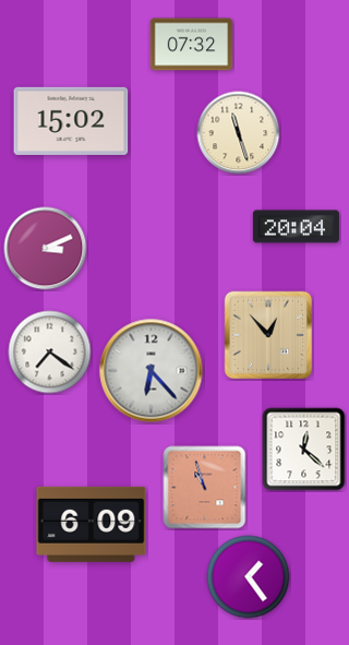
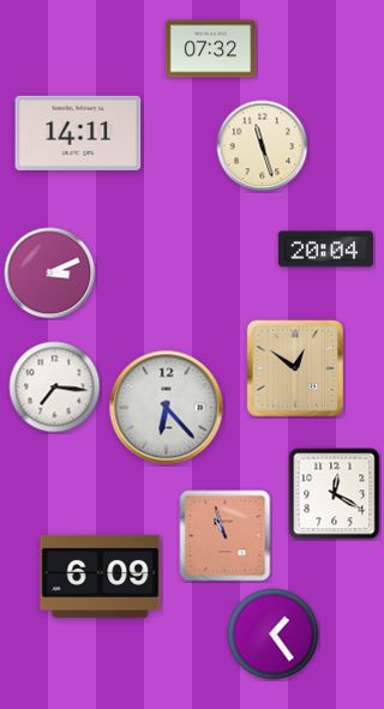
clock at (71, 121): 15:02 -> 14:11
clock at (268, 335): 12:53 -> 12:51
clock at (50, 353): 7:21 -> 7:16
clock at (304, 450): 12:22 -> 12:20
